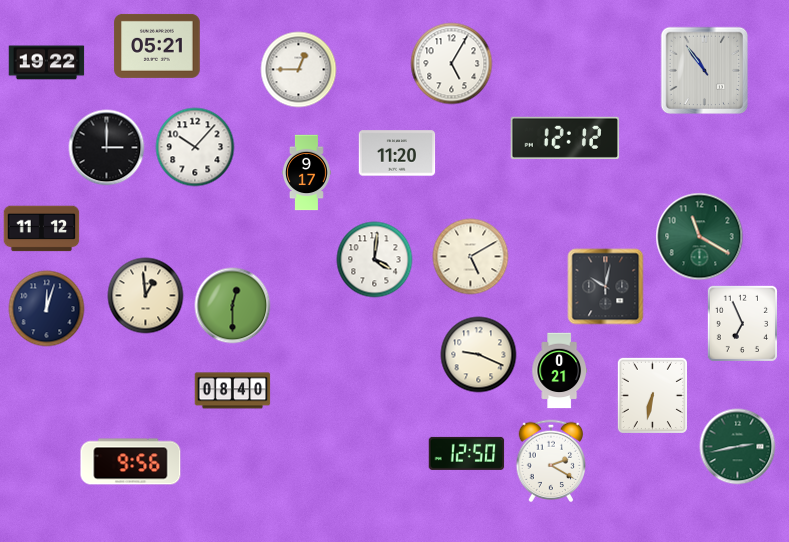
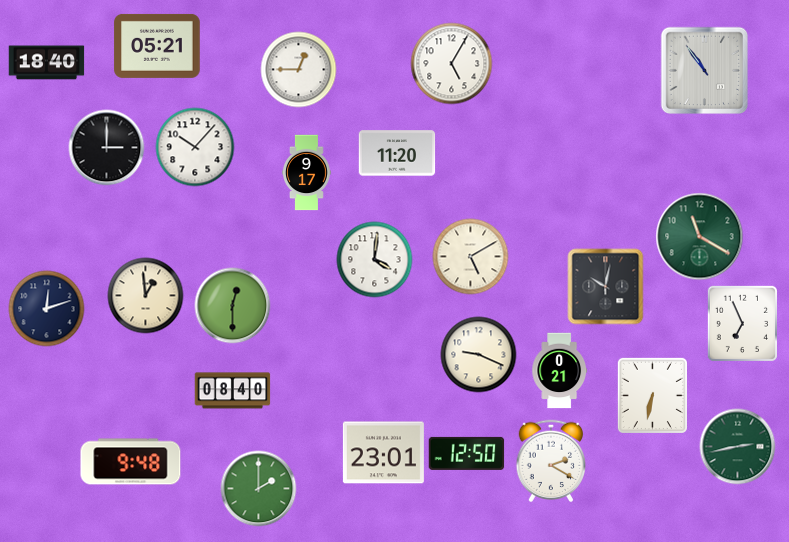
clock at (47, 63): 19:22 -> 18:40
clock at (565, 138): 12:12 -> none
clock at (42, 229): 11:12 -> none
clock at (47, 309): 12:03 -> 12:12
clock at (383, 453): none -> 23:01
clock at (131, 462): 9:56 -> 9:48
clock at (259, 489): none -> 2:00
